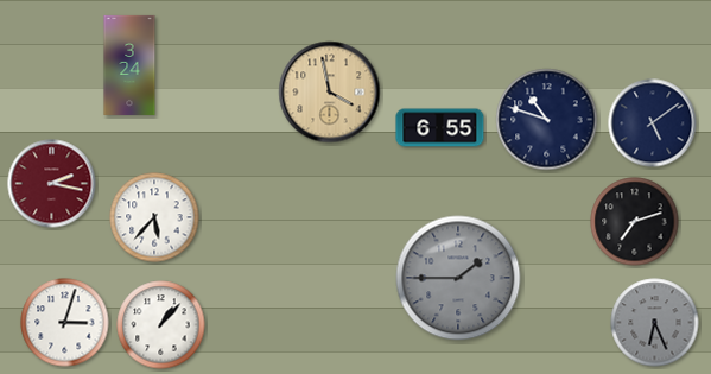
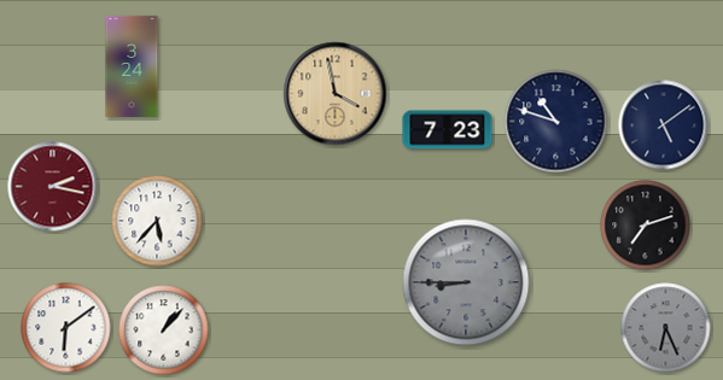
clock at (440, 128): 6:55 -> 7:23
clock at (458, 278): 1:45 -> 8:45
clock at (65, 323): 3:03 -> 6:09
